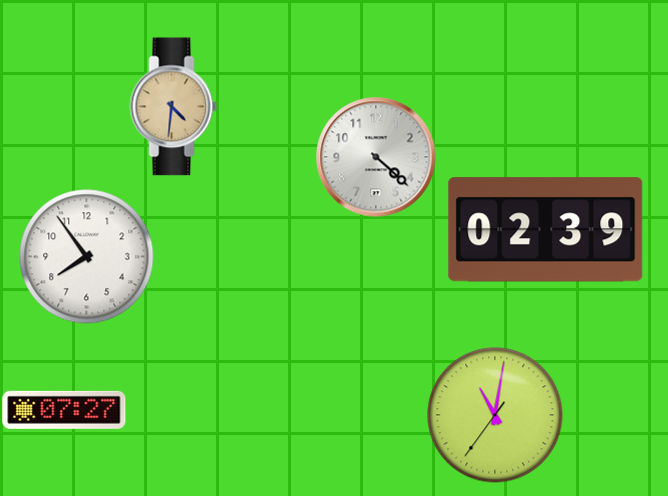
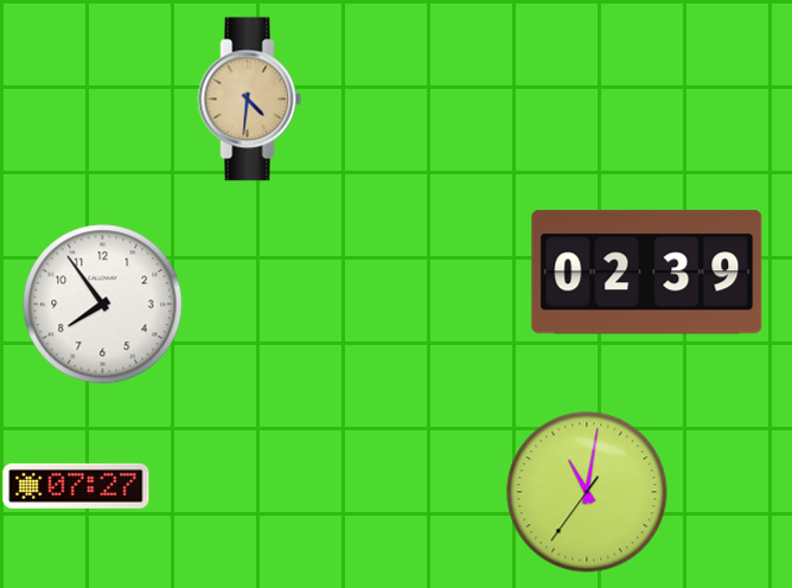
clock at (174, 107) position: (174, 107) -> (250, 100)
clock at (376, 157): 4:22 -> none
